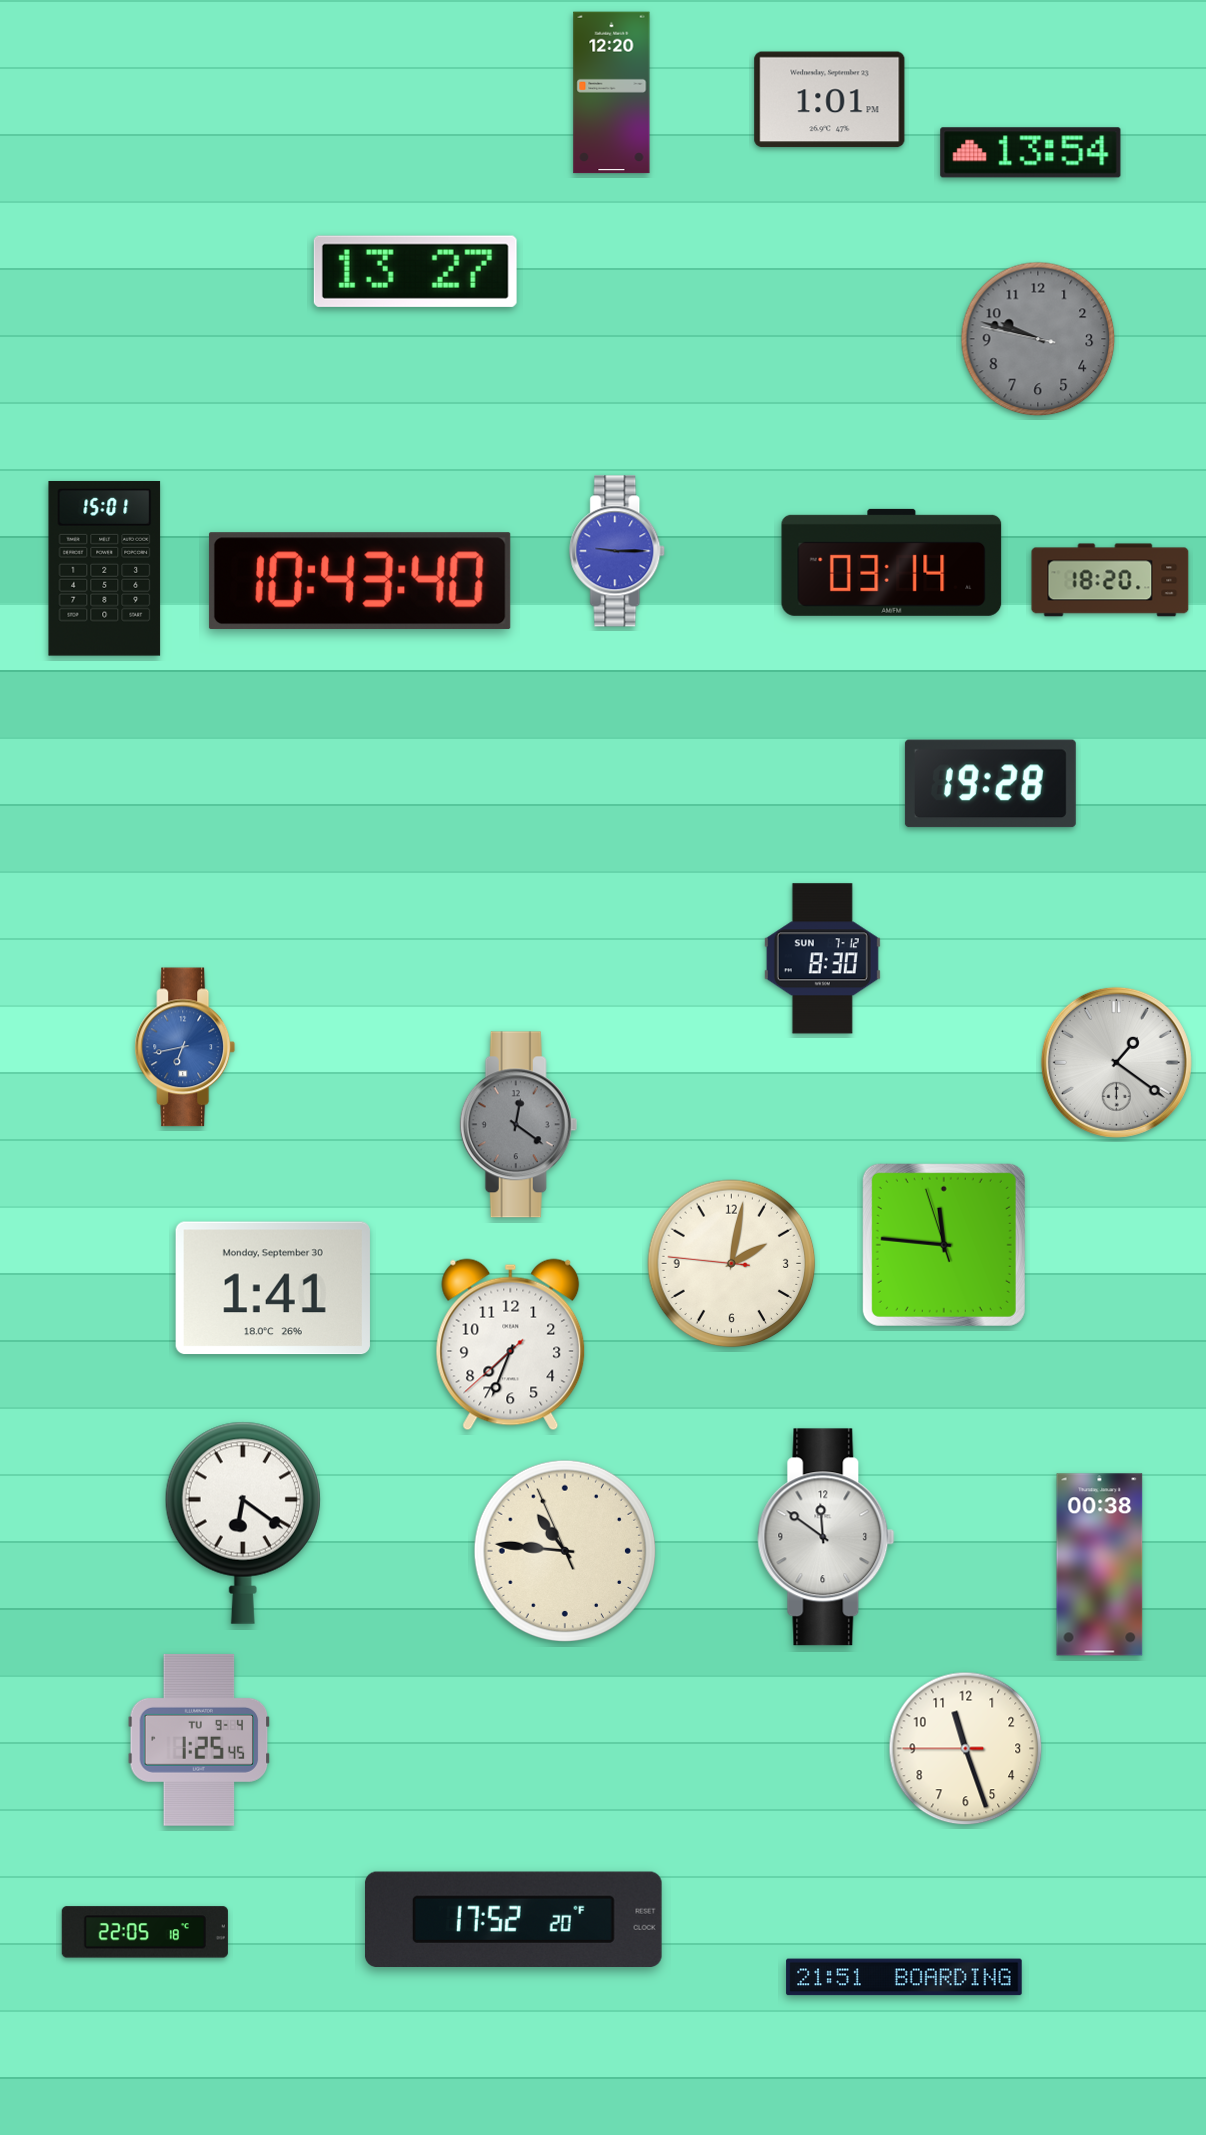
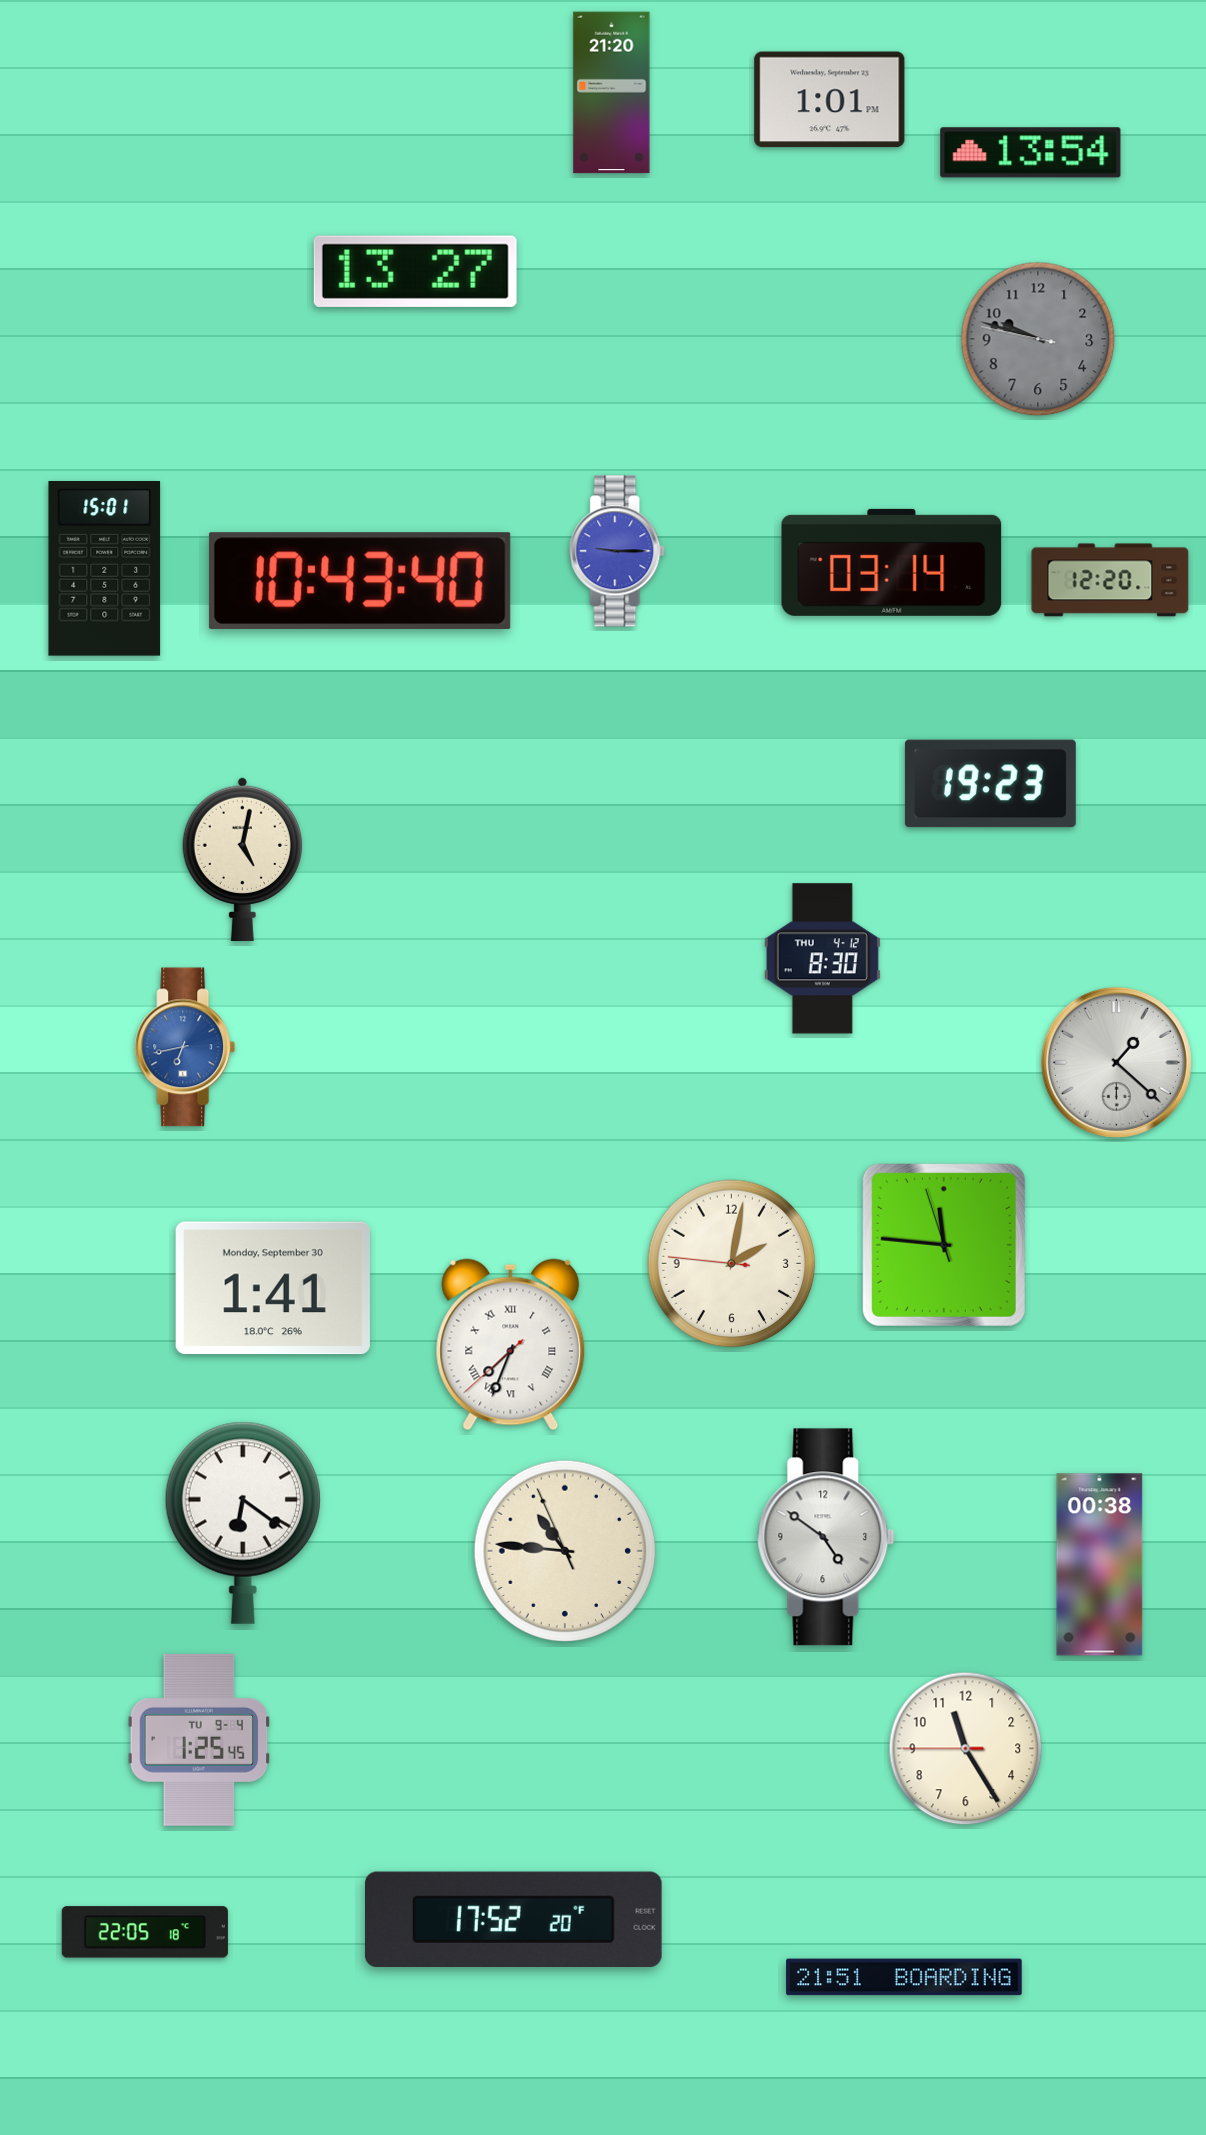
clock at (612, 93): 12:20 -> 21:20
clock at (1110, 580): 18:20 -> 12:20
clock at (990, 784): 19:28 -> 19:23
clock at (242, 858): none -> 5:02
clock at (822, 959) date: SUN 7-12 -> THU 4-12
clock at (1116, 1062): 1:21 -> 1:22
clock at (519, 1125): 12:21 -> none
clock at (511, 1345) numerals: Arabic -> Roman
clock at (826, 1537): 11:51 -> 4:51
clock at (966, 1749): 11:26 -> 11:24
